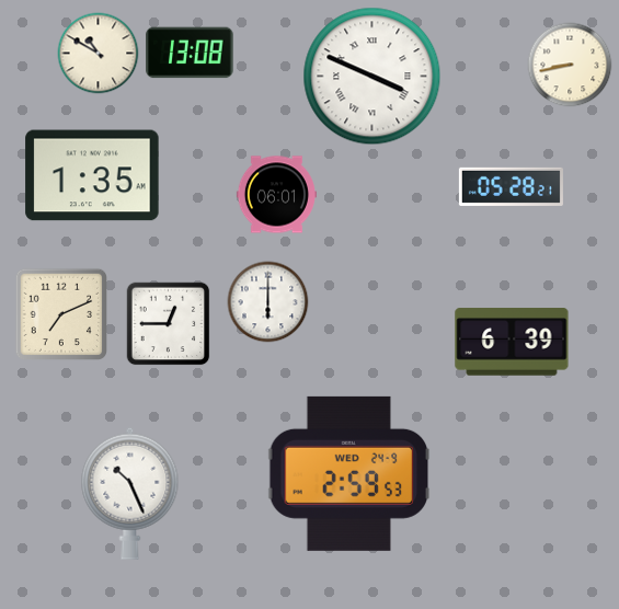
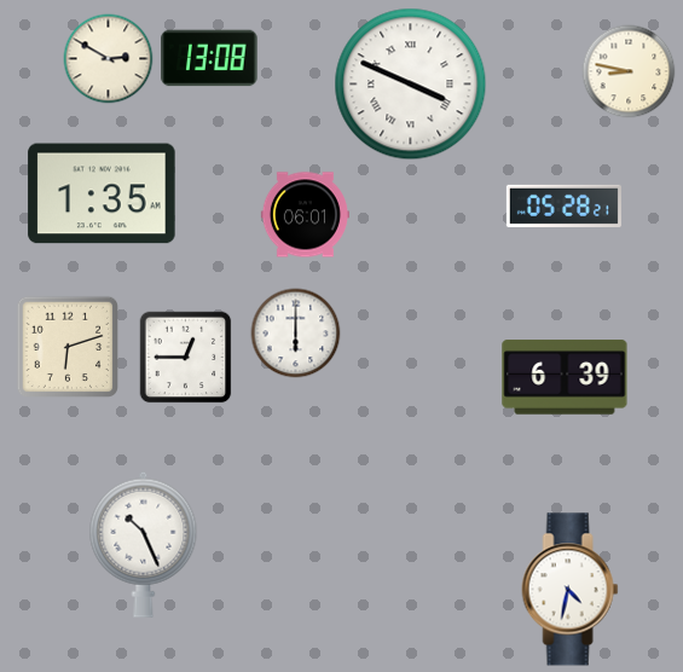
clock at (99, 54): 10:50 -> 2:50
clock at (570, 65): 8:43 -> 8:47
clock at (61, 314): 7:11 -> 6:12
clock at (349, 473): 2:59 -> none
clock at (571, 590): none -> 4:32
